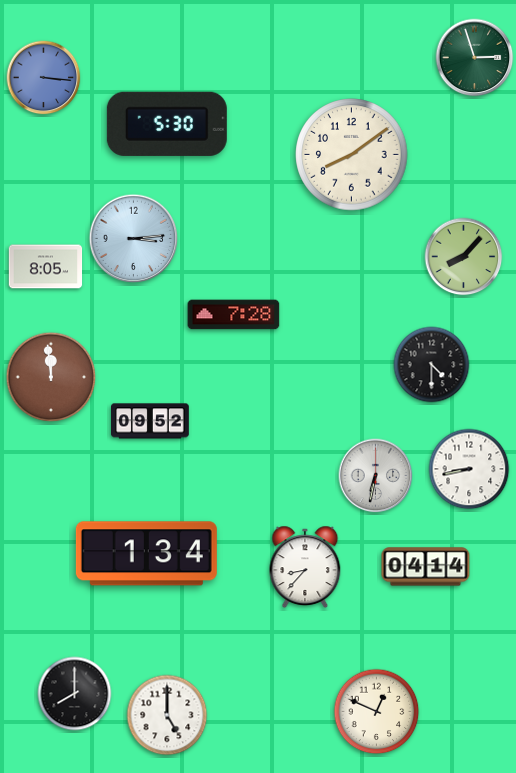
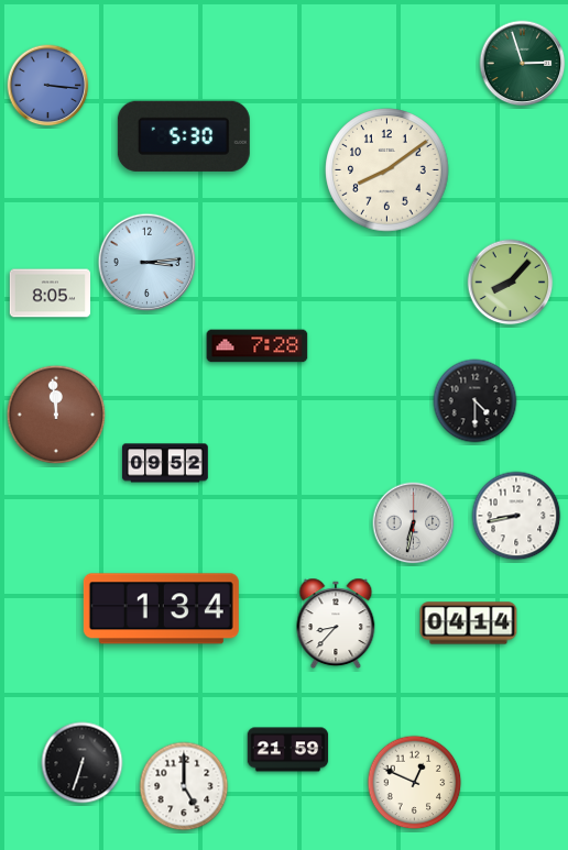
clock at (288, 750): none -> 21:59
clock at (75, 694): 8:00 -> 6:33
